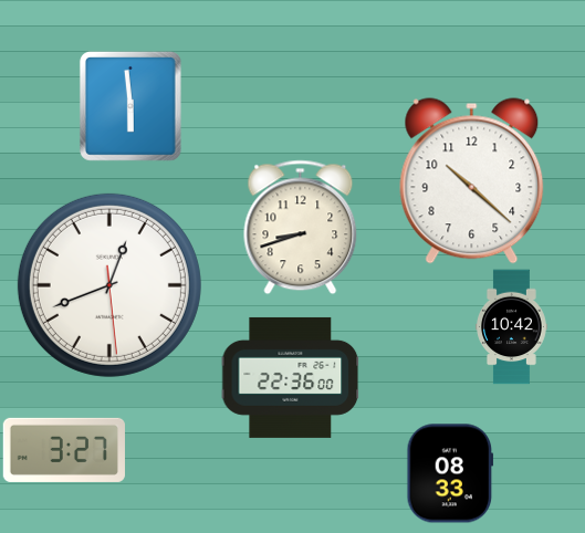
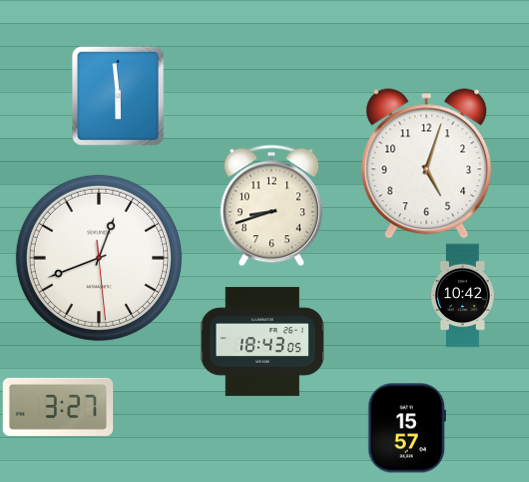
clock at (472, 181): 10:22 -> 5:03
clock at (291, 377): 22:36 -> 18:43
clock at (450, 473): 08:33 -> 15:57
